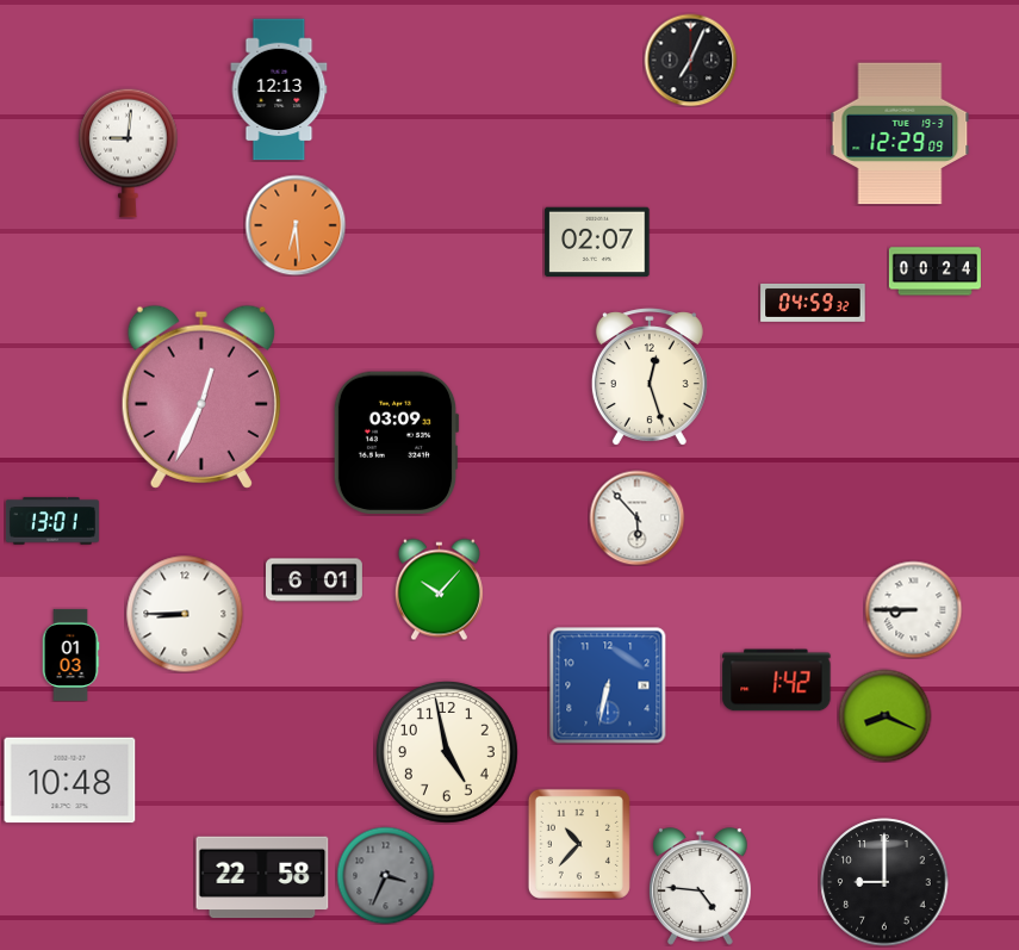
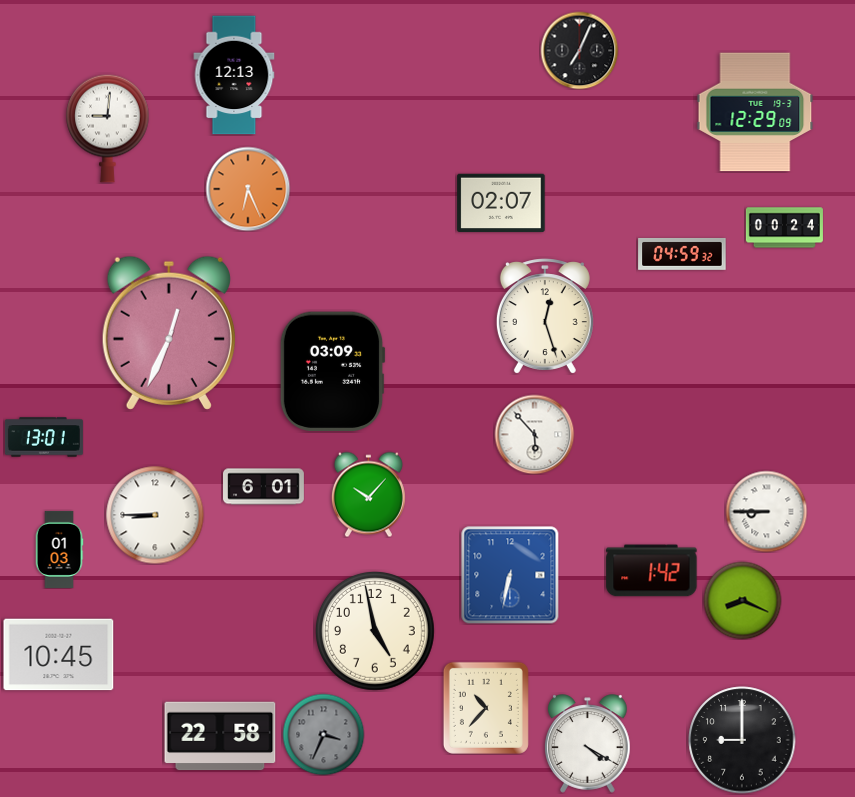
clock at (296, 225): 6:29 -> 6:26
clock at (70, 781): 10:48 -> 10:45
clock at (701, 887): 4:46 -> 4:20
